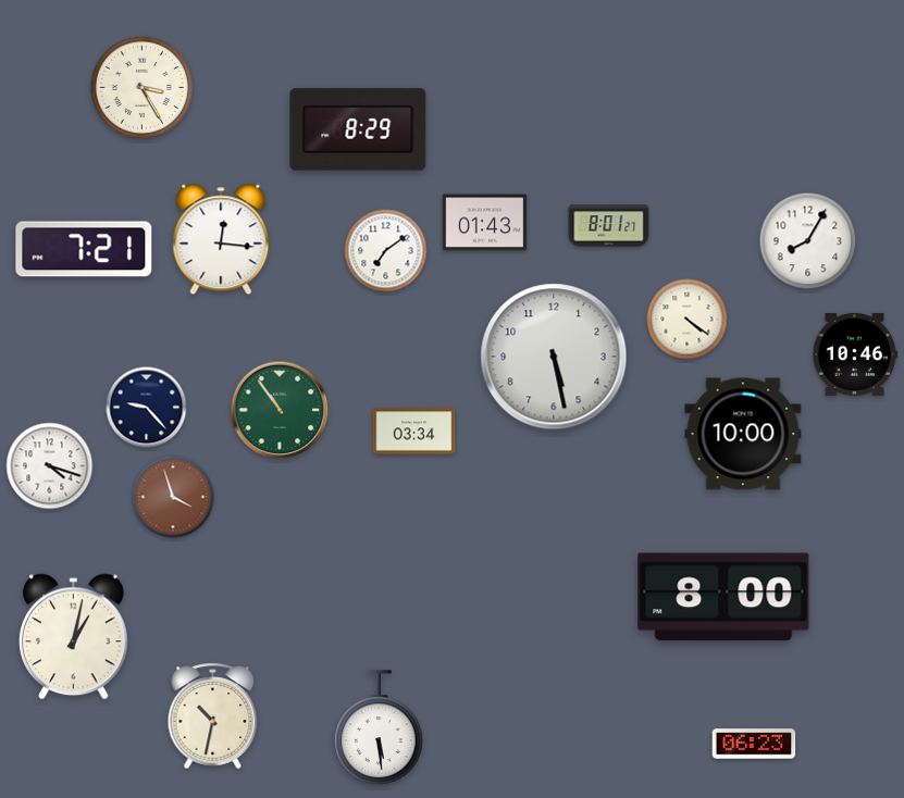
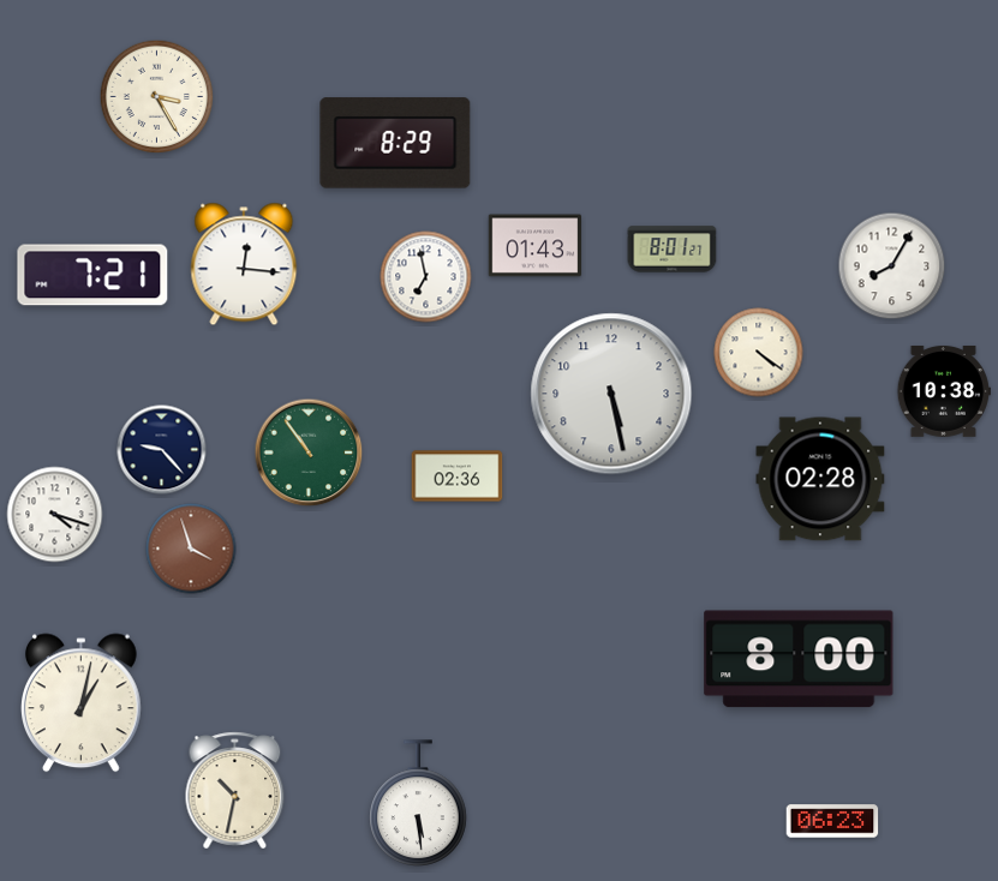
clock at (386, 251): 7:09 -> 6:58
clock at (855, 354): 10:46 -> 10:38
clock at (414, 432): 03:34 -> 02:36
clock at (743, 434): 10:00 -> 02:28
